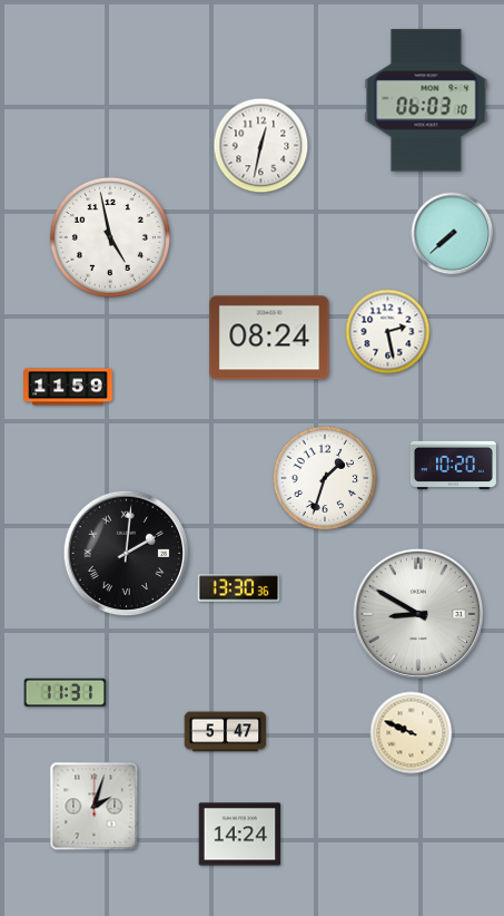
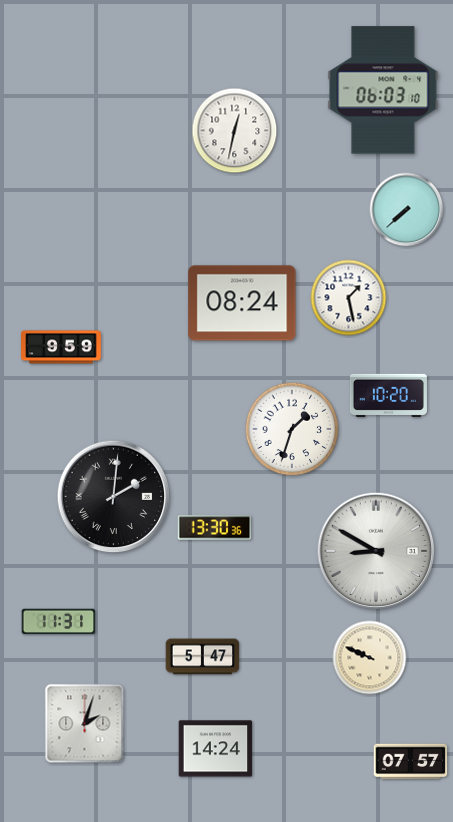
clock at (110, 237): 4:58 -> none
clock at (388, 332): 2:28 -> 1:28
clock at (68, 387): 11:59 -> 9:59
clock at (453, 465) position: (453, 465) -> (388, 395)
clock at (411, 762): none -> 07:57
